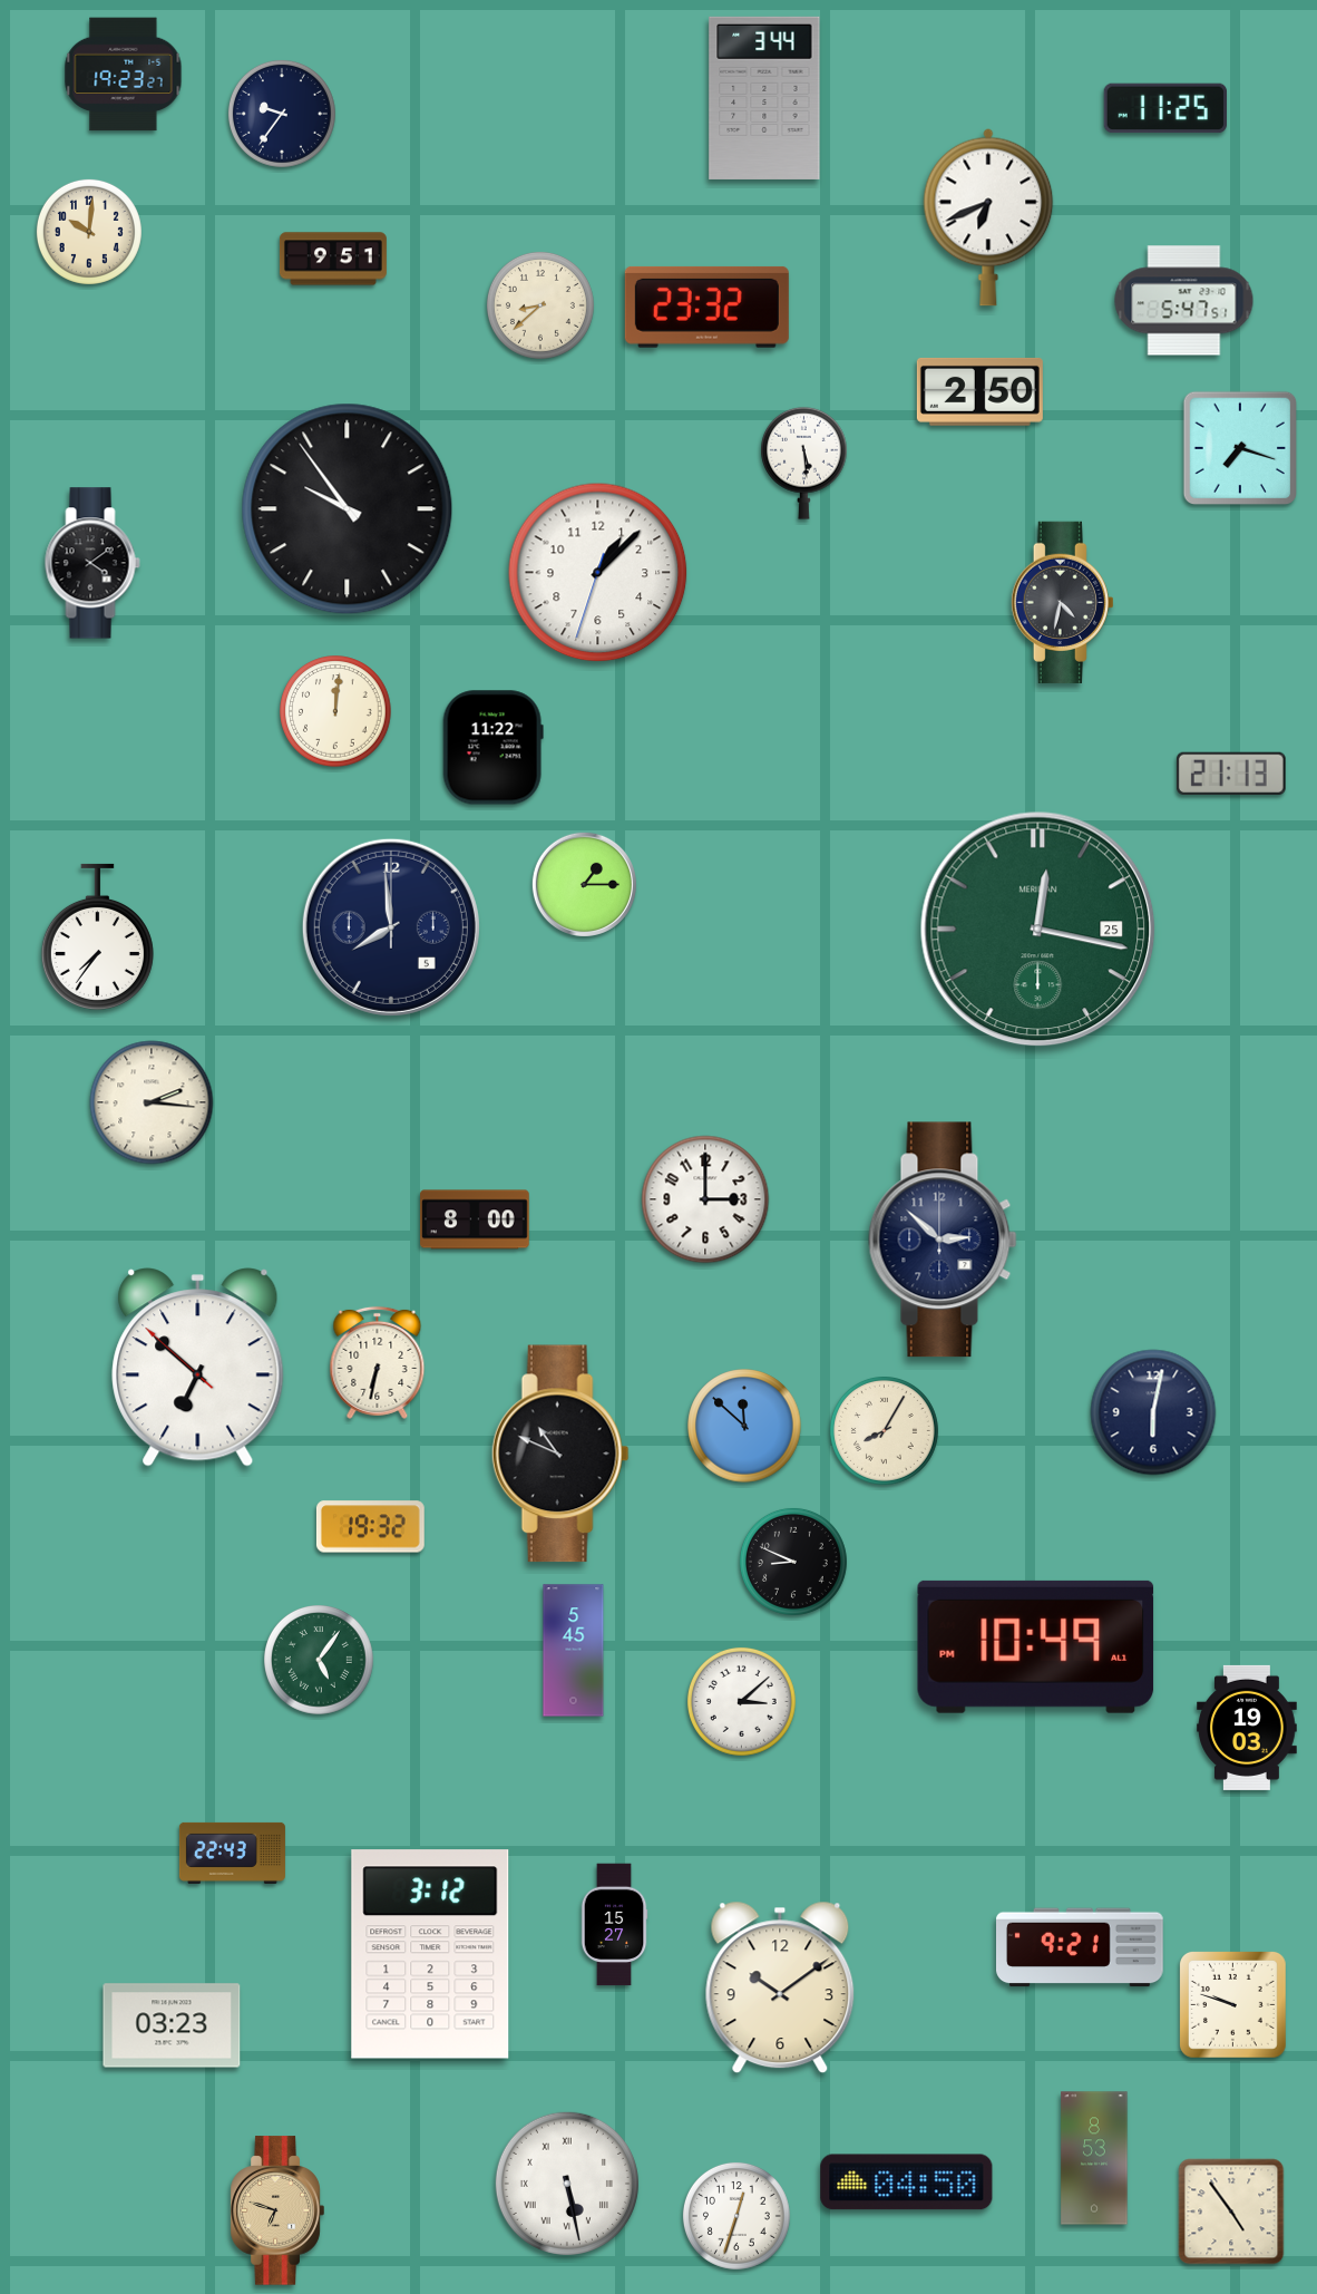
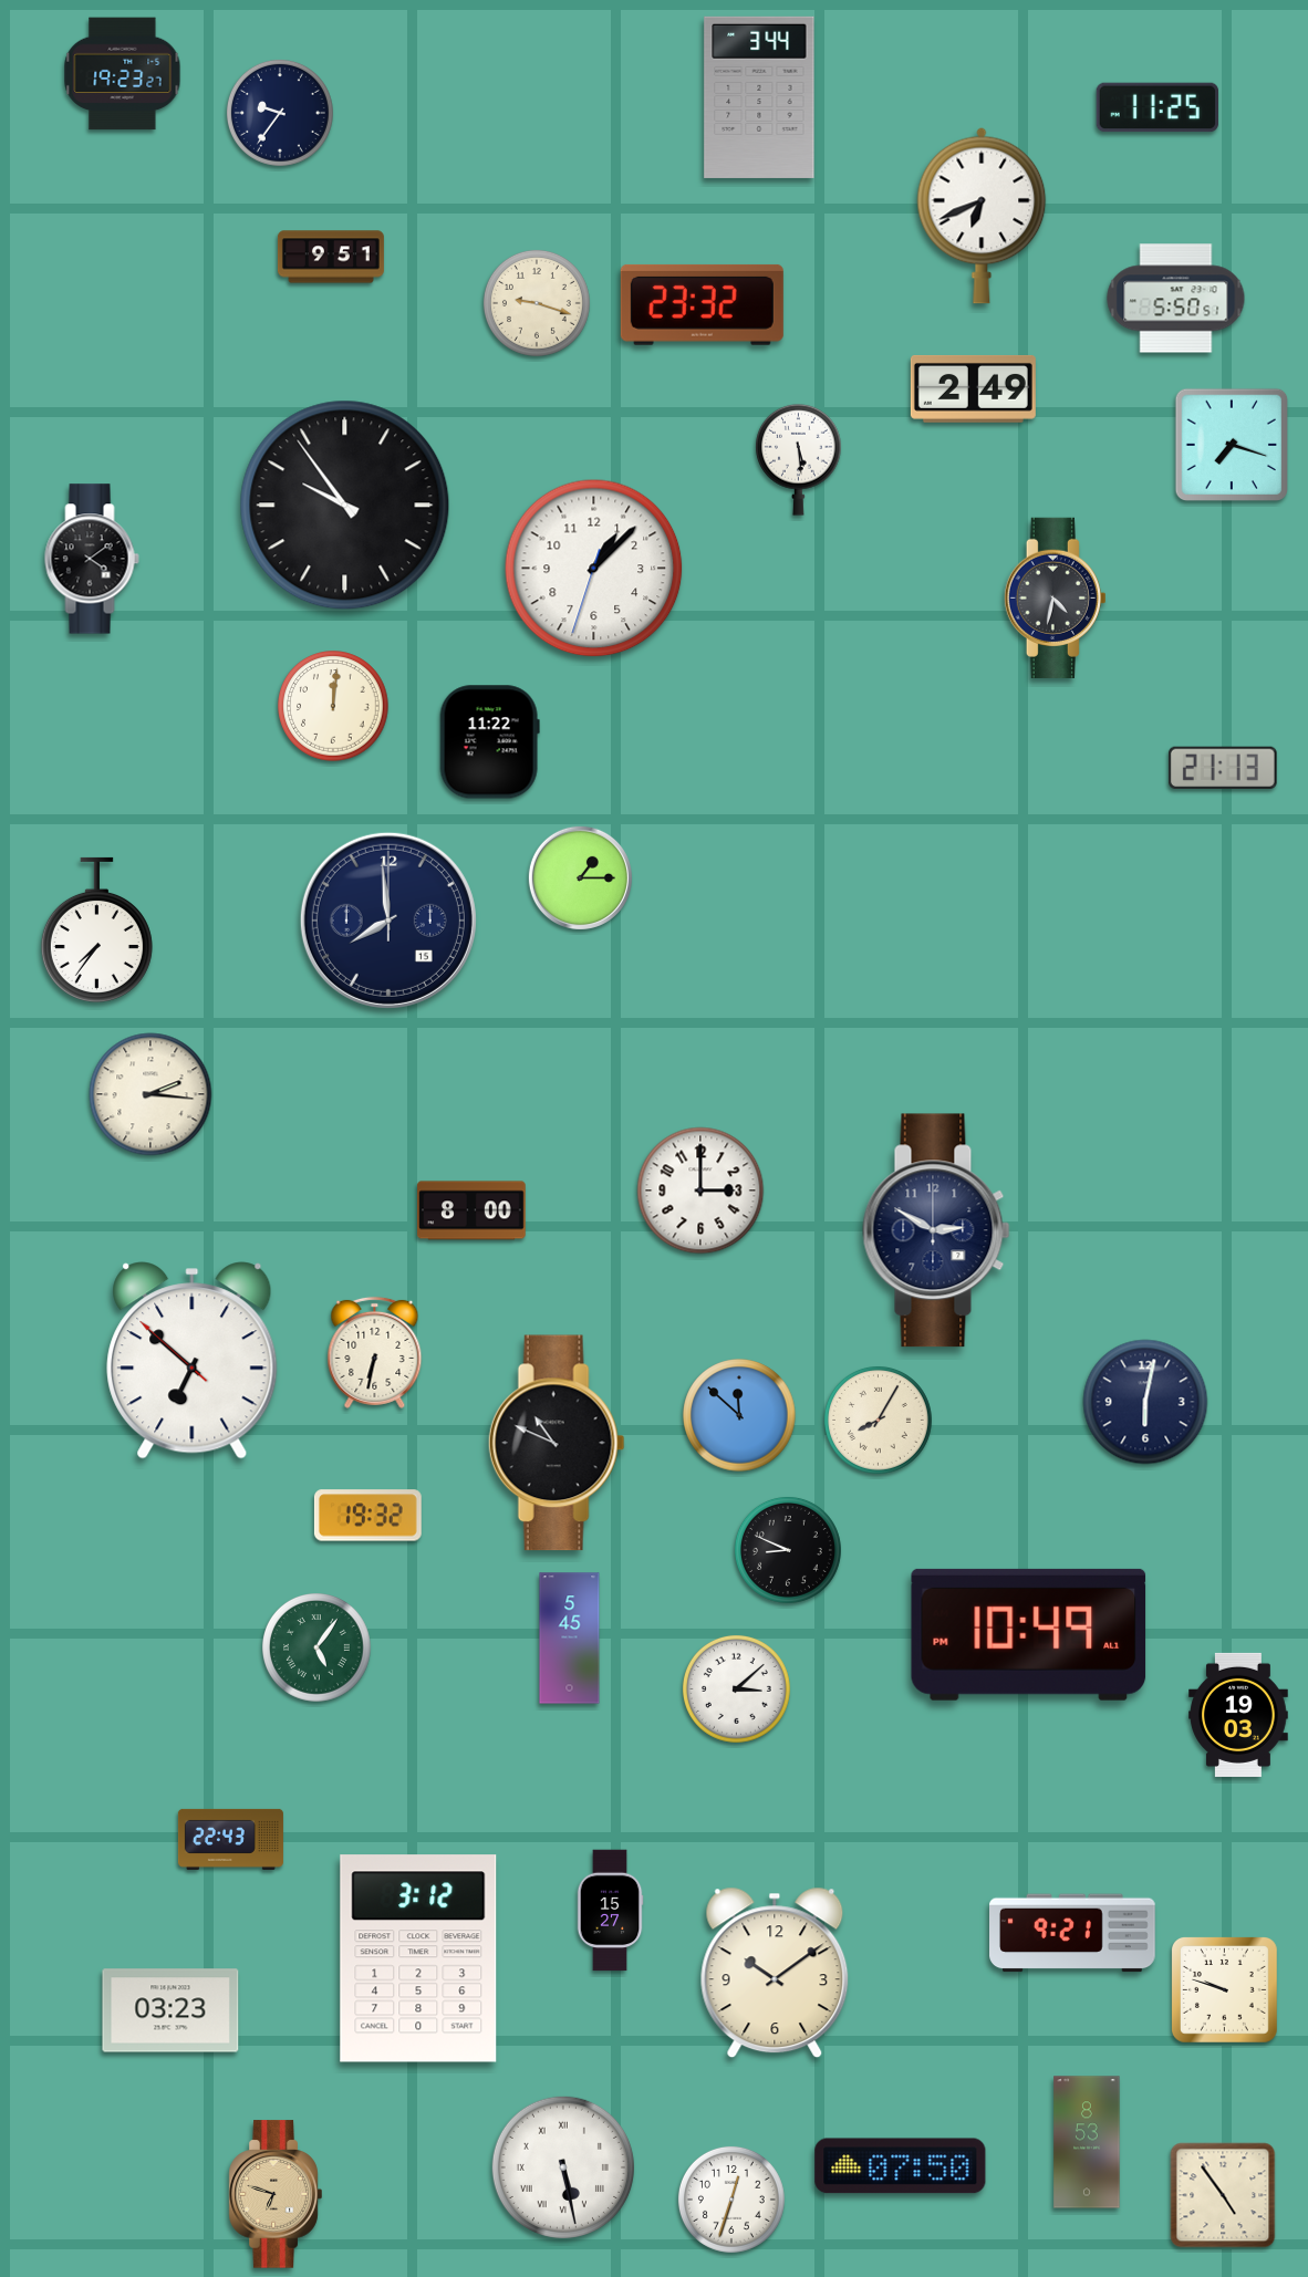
clock at (89, 232): 10:01 -> none
clock at (1184, 301): 5:47 -> 5:50
clock at (540, 305): 8:38 -> 9:18
clock at (979, 391): 2:50 -> 2:49
clock at (391, 927) date: 5 -> 15
clock at (1038, 930): 12:17 -> none
clock at (943, 1240): 2:52 -> 2:50
clock at (198, 1368) position: (198, 1368) -> (193, 1361)
clock at (430, 1954) position: (430, 1954) -> (418, 1958)
clock at (907, 2183): 04:50 -> 07:50
